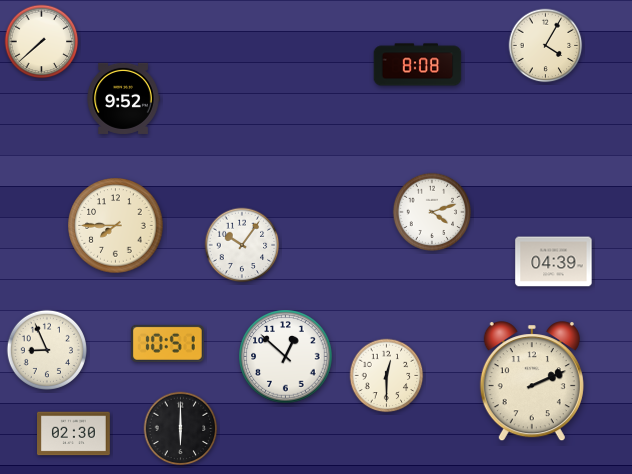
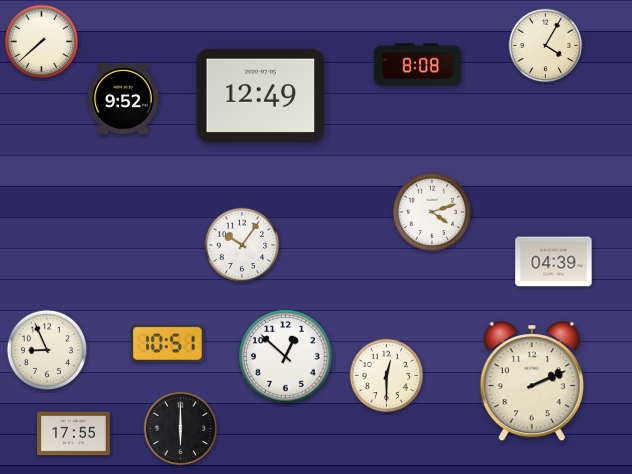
clock at (261, 95): none -> 12:49
clock at (116, 226): 7:45 -> none
clock at (74, 434): 02:30 -> 17:55
